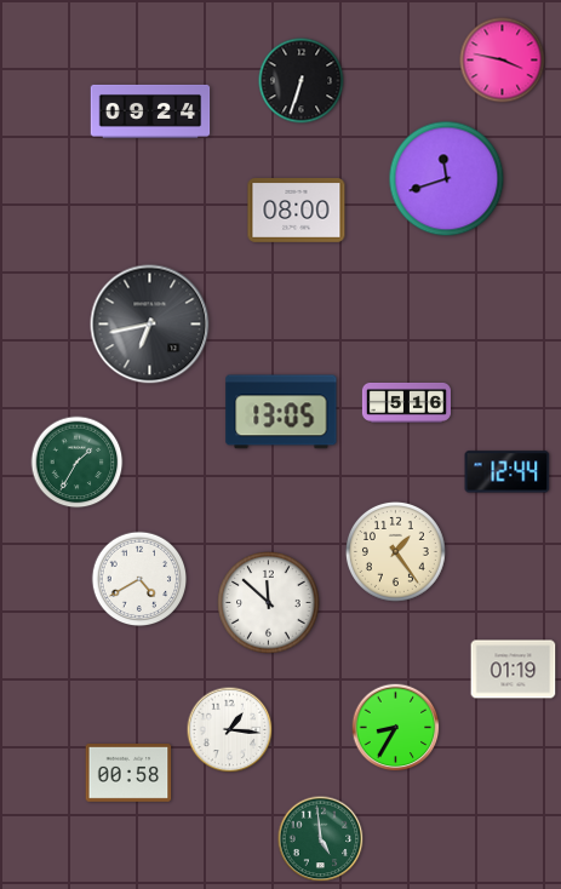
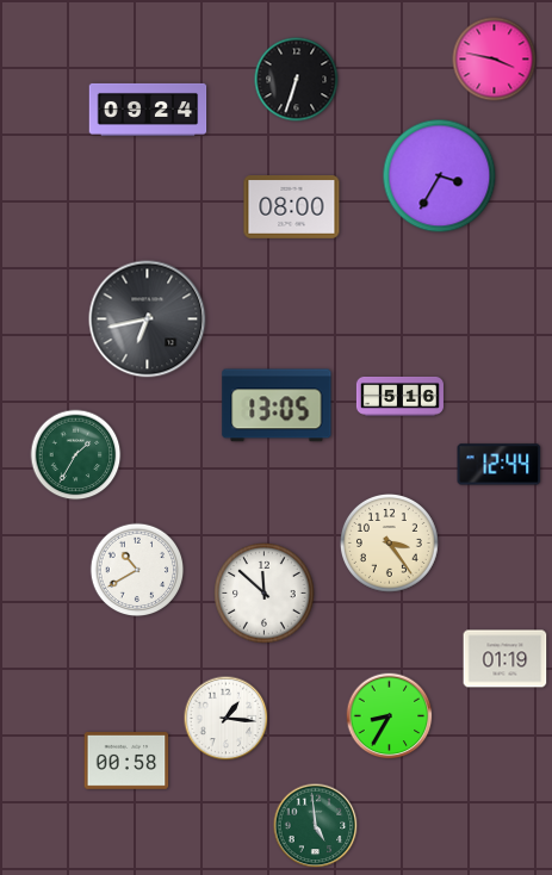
clock at (447, 179): 11:42 -> 3:35
clock at (396, 552): 1:24 -> 3:24
clock at (139, 579): 4:40 -> 10:40
